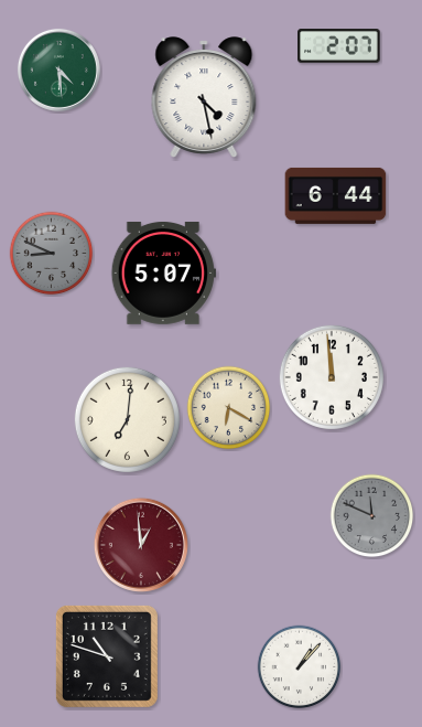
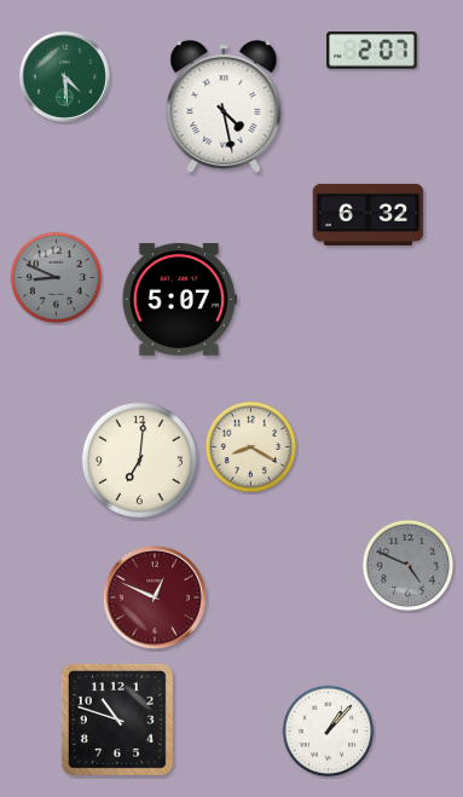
clock at (336, 195): 6:44 -> 6:32
clock at (332, 377): 11:59 -> none
clock at (229, 408): 6:20 -> 8:20
clock at (372, 516): 11:49 -> 4:49
clock at (141, 545): 12:59 -> 12:49
